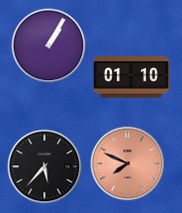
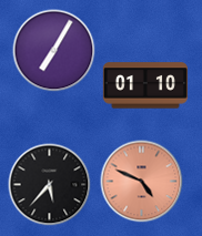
clock at (49, 46): 1:05 -> 7:05
clock at (128, 164): 7:49 -> 4:49
